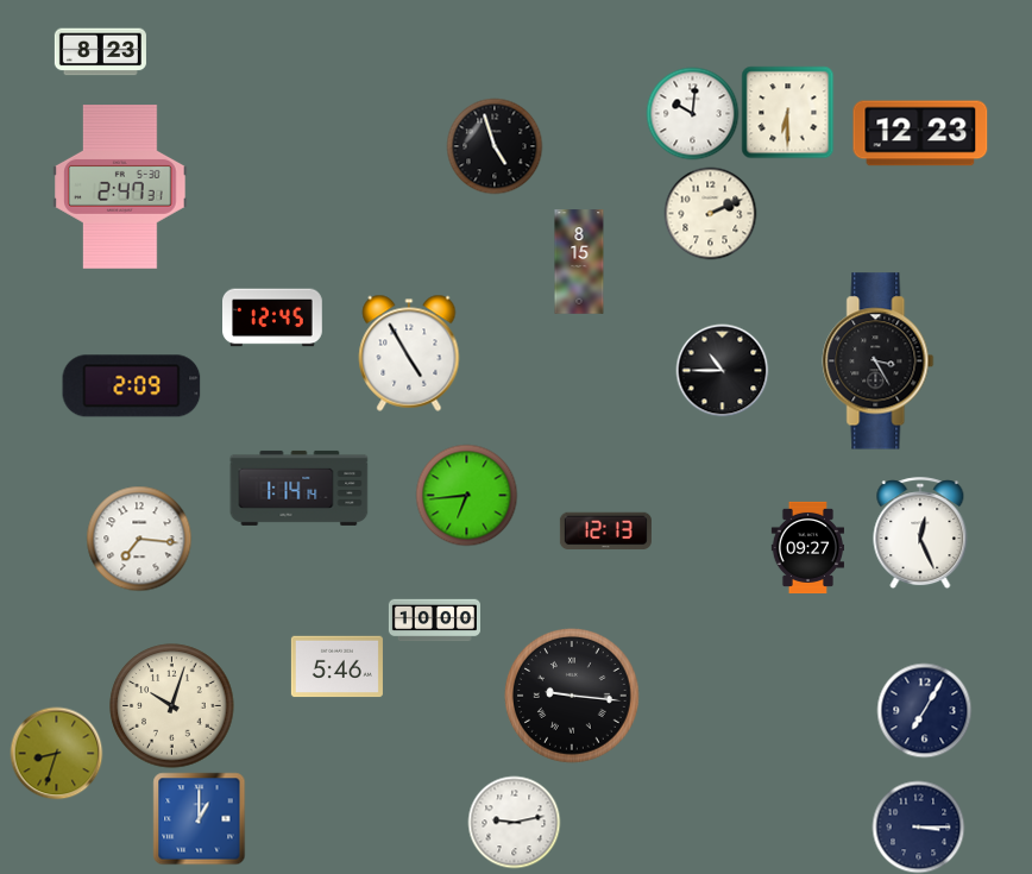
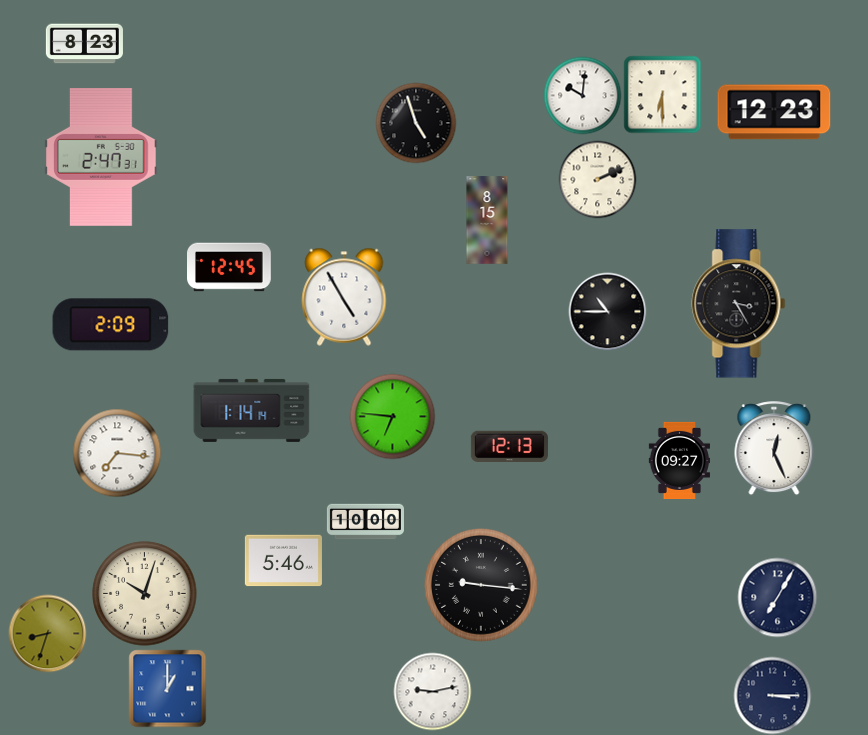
clock at (466, 495): 6:44 -> 6:46
